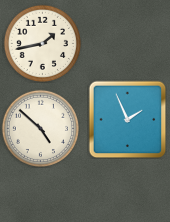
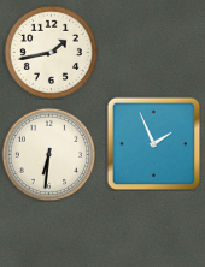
clock at (40, 128): 4:52 -> 6:31
